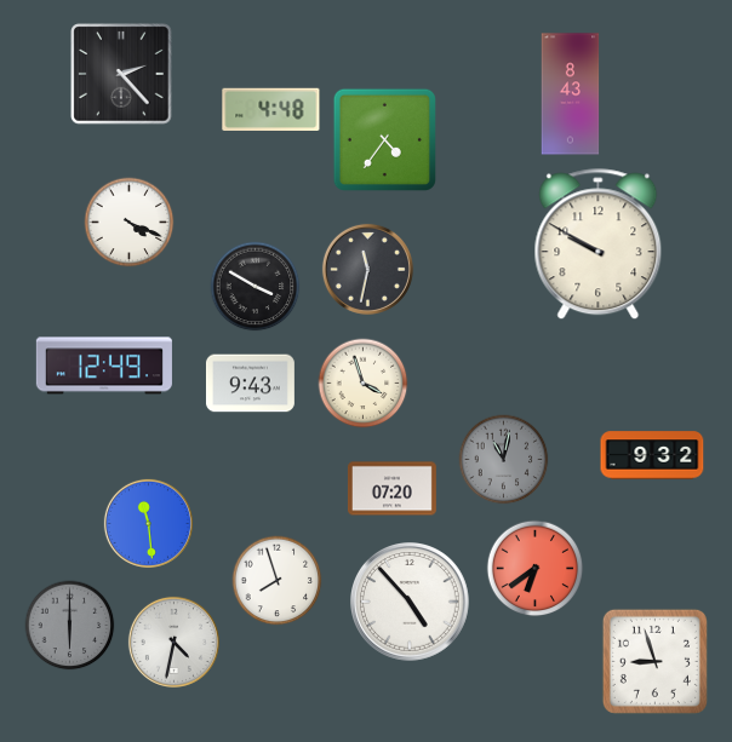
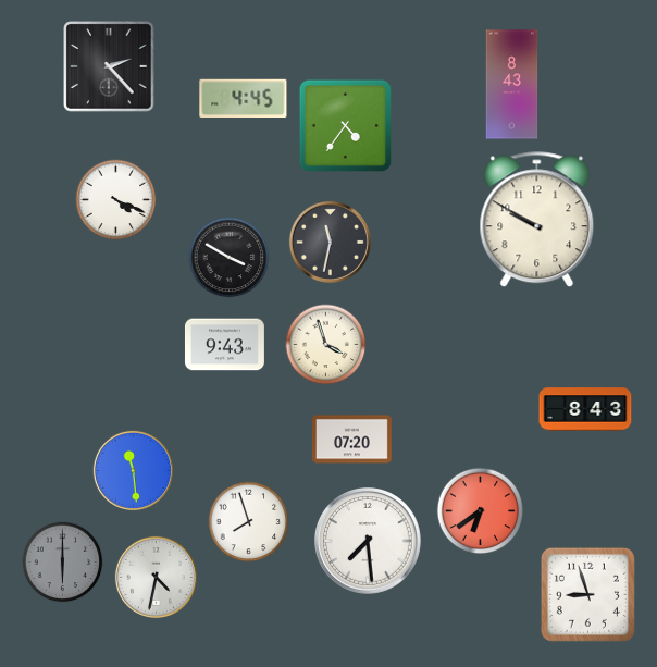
clock at (271, 109): 4:48 -> 4:45
clock at (104, 366): 12:49 -> none
clock at (652, 455): 9:32 -> 8:43
clock at (504, 460): 11:02 -> none
clock at (411, 603): 4:53 -> 7:29
